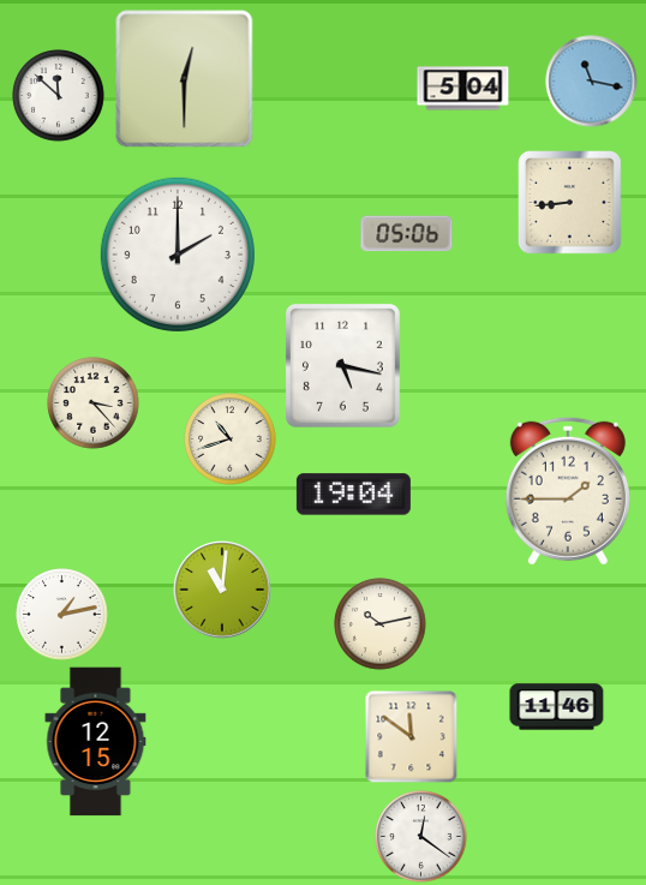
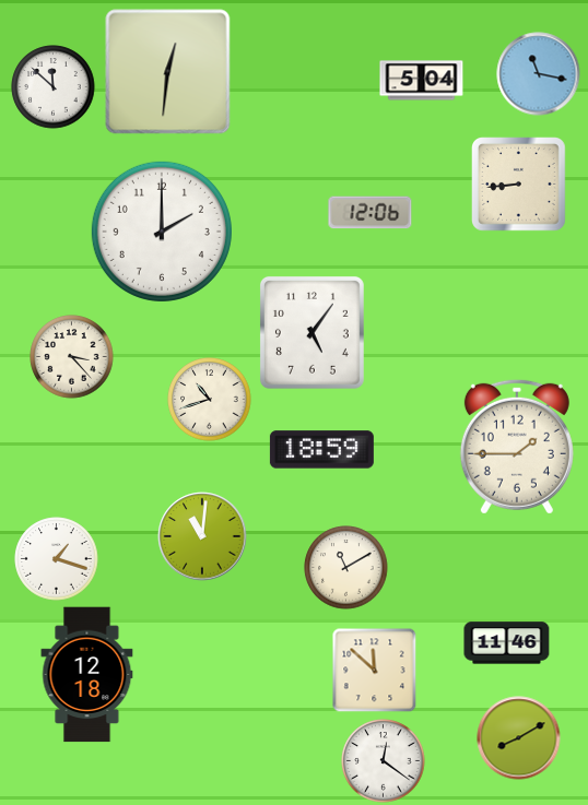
clock at (185, 79): 12:30 -> 12:31
clock at (407, 234): 05:06 -> 12:06
clock at (342, 365): 5:17 -> 5:06
clock at (94, 403) position: (94, 403) -> (72, 357)
clock at (353, 495): 19:04 -> 18:59
clock at (62, 615): 1:13 -> 1:18
clock at (381, 624): 10:13 -> 11:10
clock at (411, 736): 11:51 -> 11:52
clock at (96, 742): 12:15 -> 12:18
clock at (519, 738): none -> 8:10
